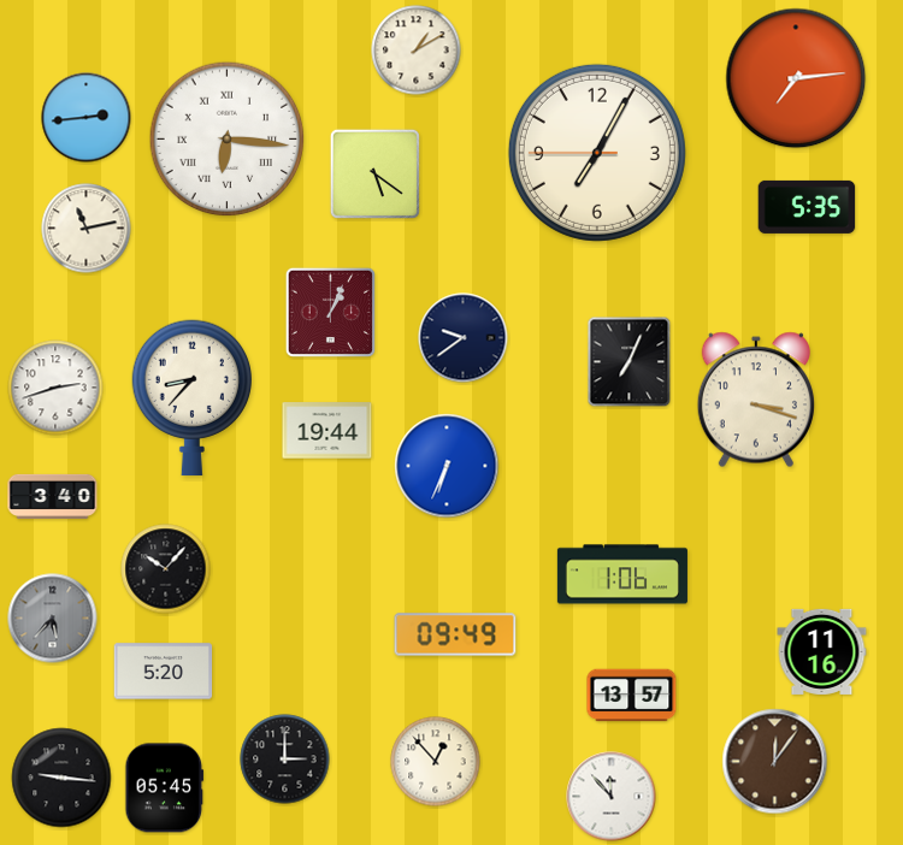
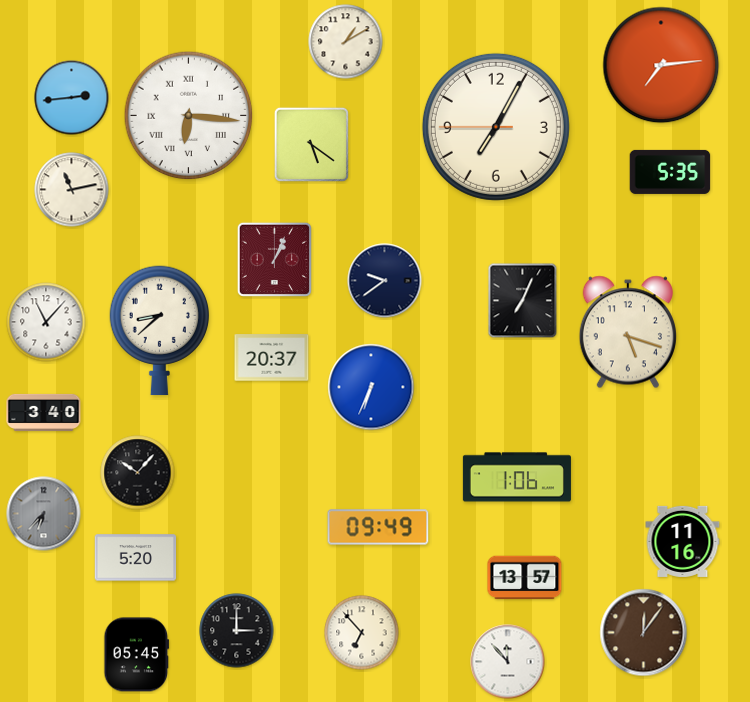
clock at (55, 388): 2:42 -> 11:07
clock at (191, 398): 8:37 -> 8:38
clock at (756, 400): 3:18 -> 5:18
clock at (327, 431): 19:44 -> 20:37
clock at (53, 619): 5:37 -> 6:37
clock at (436, 762): 12:53 -> 6:53
clock at (61, 778): 9:16 -> none
